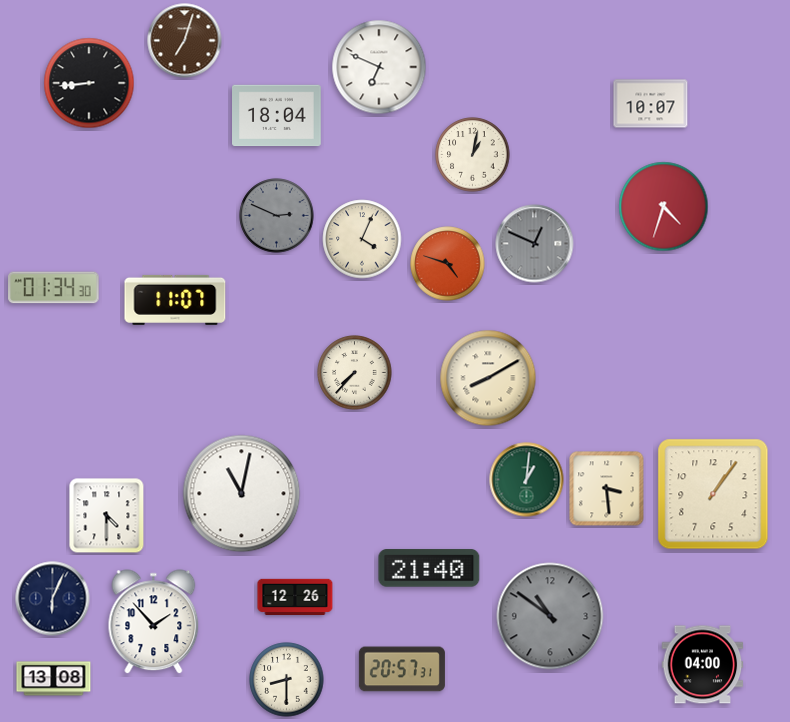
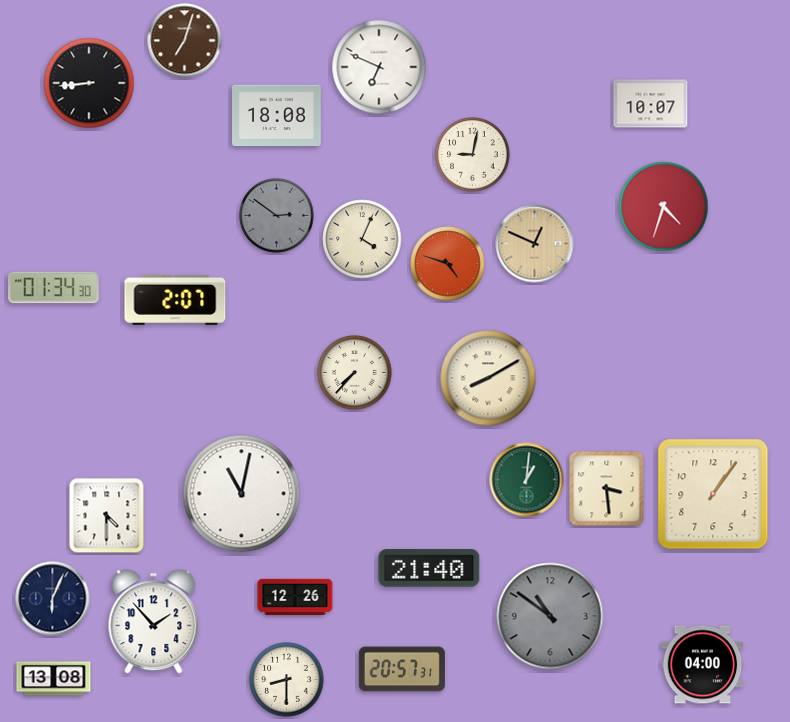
clock at (277, 116): 18:04 -> 18:08
clock at (473, 155): 1:02 -> 9:02
clock at (277, 216): 2:49 -> 2:51
clock at (535, 244) dial: grey -> champagne
clock at (175, 300): 11:07 -> 2:07
